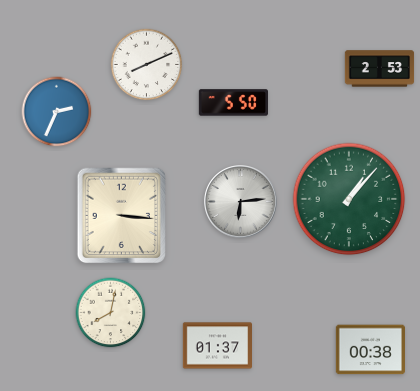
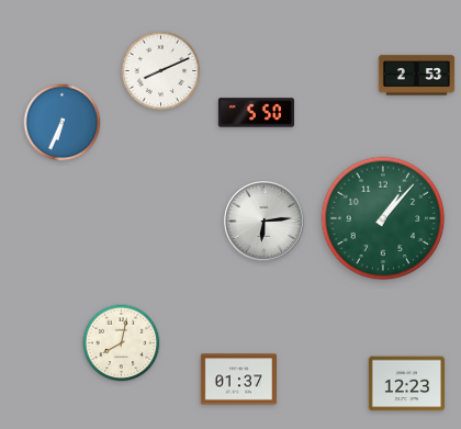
clock at (57, 112): 2:34 -> 6:34
clock at (122, 216): 3:16 -> none
clock at (370, 350): 00:38 -> 12:23
